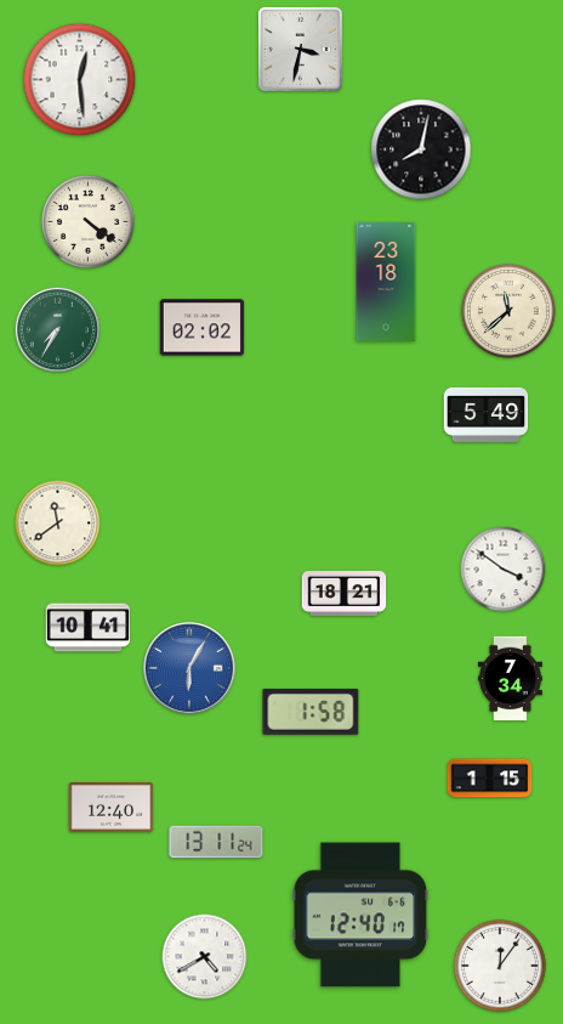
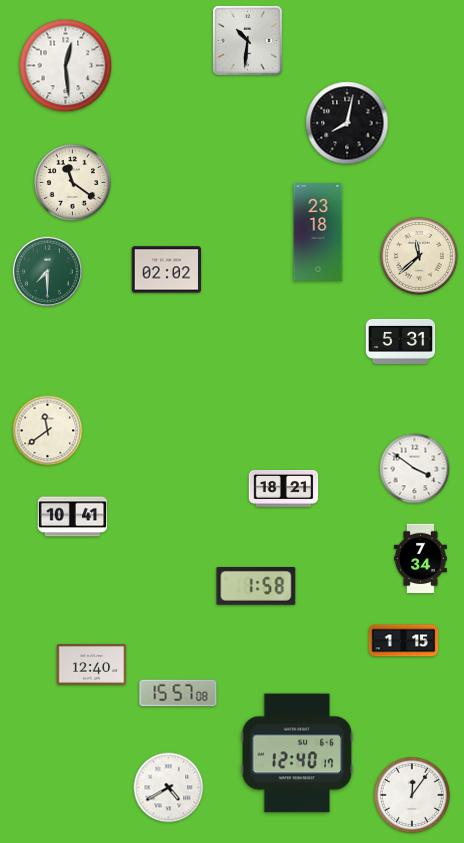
clock at (300, 49): 3:32 -> 10:31
clock at (87, 221): 4:21 -> 11:21
clock at (57, 329): 7:35 -> 7:30
clock at (487, 414): 5:49 -> 5:31
clock at (189, 668): 6:05 -> none
clock at (216, 842): 13:11 -> 15:57
